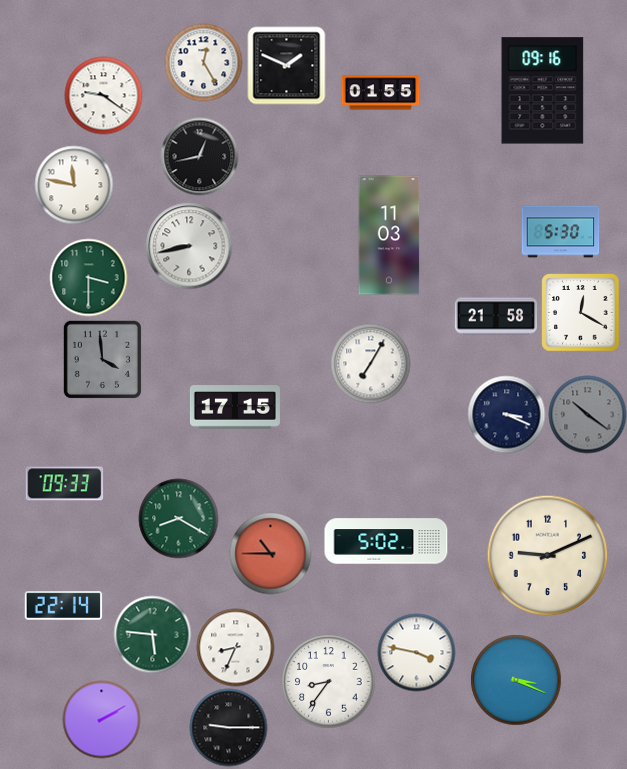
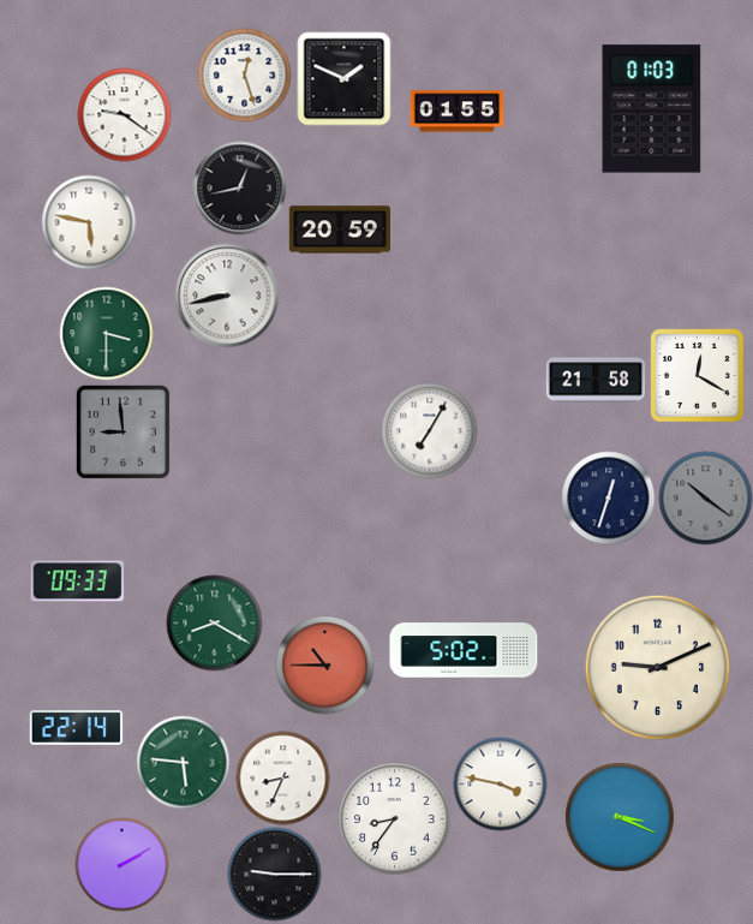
clock at (203, 62): 12:25 -> 12:27
clock at (543, 91): 09:16 -> 01:03
clock at (74, 185): 11:47 -> 5:47
clock at (340, 229): none -> 20:59
clock at (560, 232): 5:30 -> none
clock at (389, 235): 11:03 -> none
clock at (102, 359): 3:59 -> 8:59
clock at (370, 363) position: (370, 363) -> (429, 430)
clock at (235, 407): 17:15 -> none
clock at (506, 414): 3:19 -> 12:33
